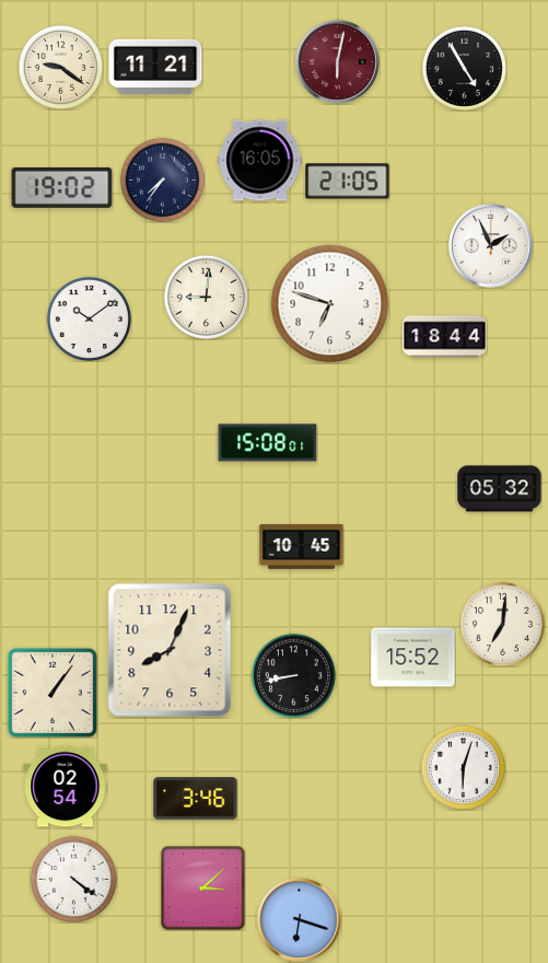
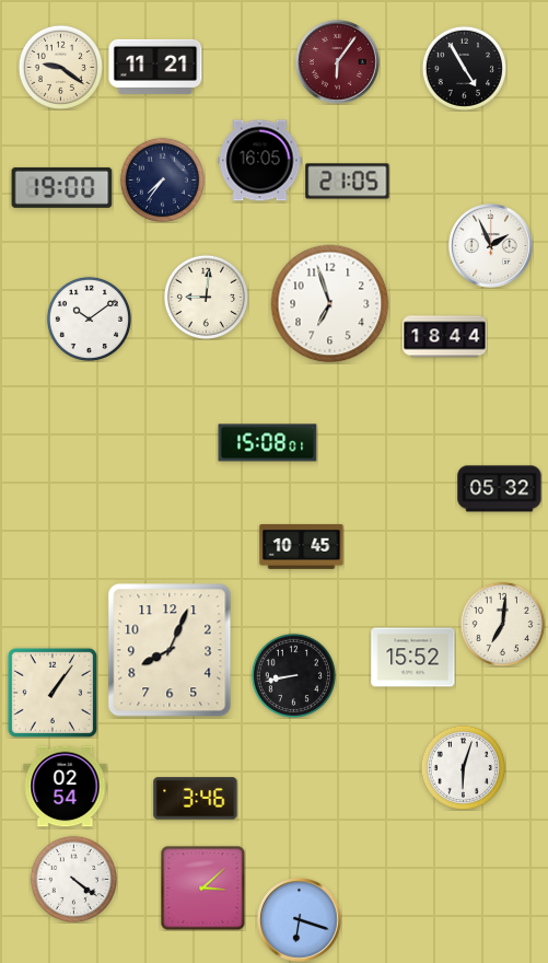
clock at (338, 62): 6:02 -> 6:06
clock at (62, 187): 19:02 -> 19:00
clock at (330, 304): 6:48 -> 6:57
